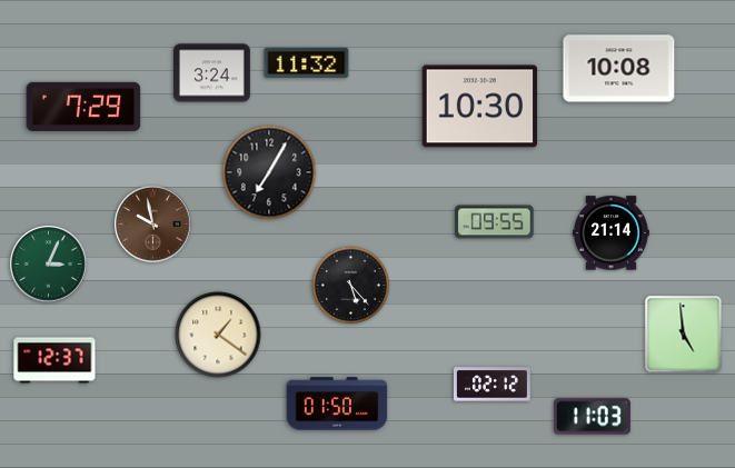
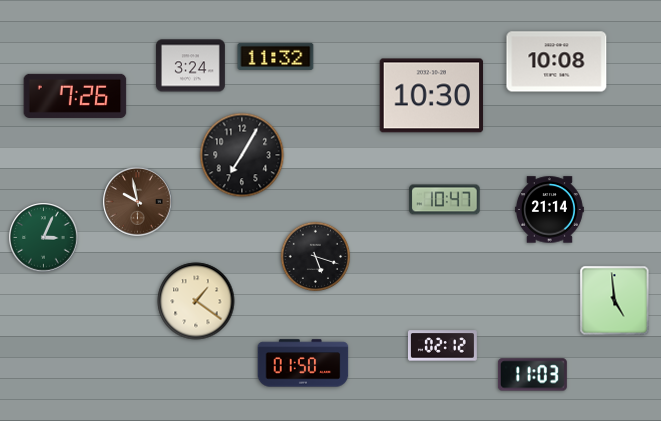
clock at (83, 107): 7:29 -> 7:26
clock at (495, 222): 09:55 -> 10:47
clock at (351, 286): 5:23 -> 5:18
clock at (54, 360): 12:37 -> none
